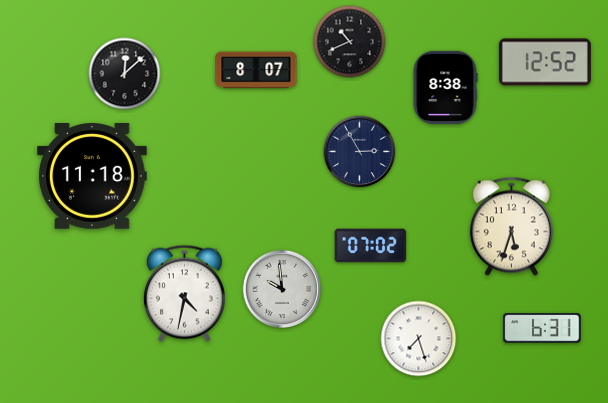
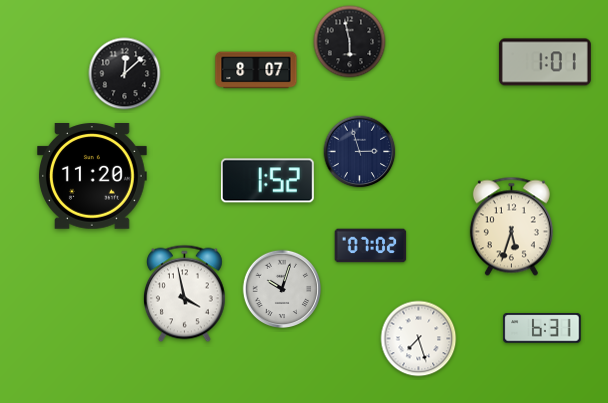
clock at (350, 42): 10:41 -> 5:58
clock at (545, 62): 12:52 -> 1:01
clock at (445, 87): 8:38 -> none
clock at (360, 152): 2:55 -> 2:57
clock at (93, 176): 11:18 -> 11:20
clock at (267, 181): none -> 1:52
clock at (281, 288): 9:59 -> 10:03
clock at (184, 294): 4:32 -> 3:58
